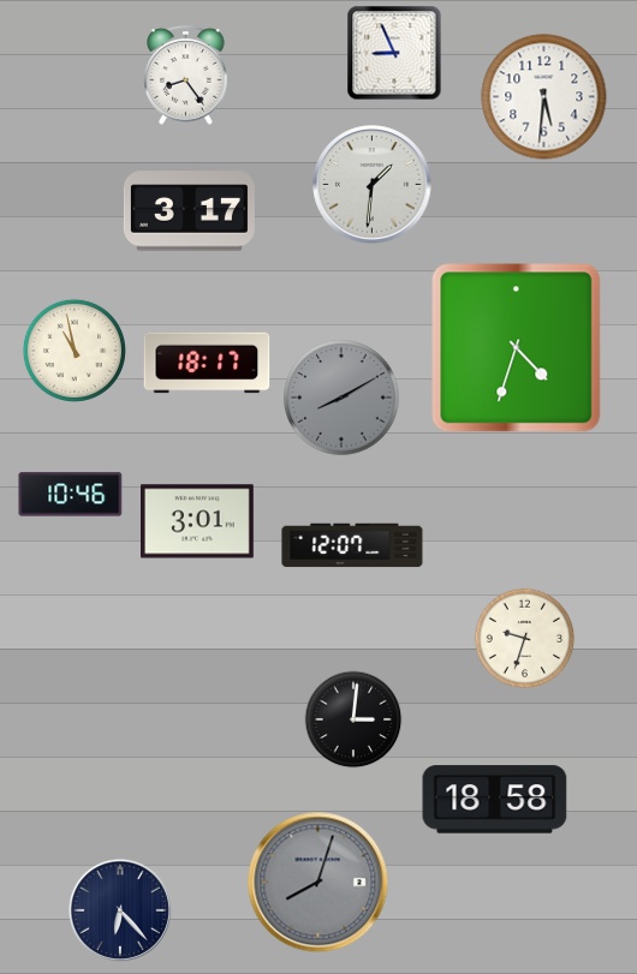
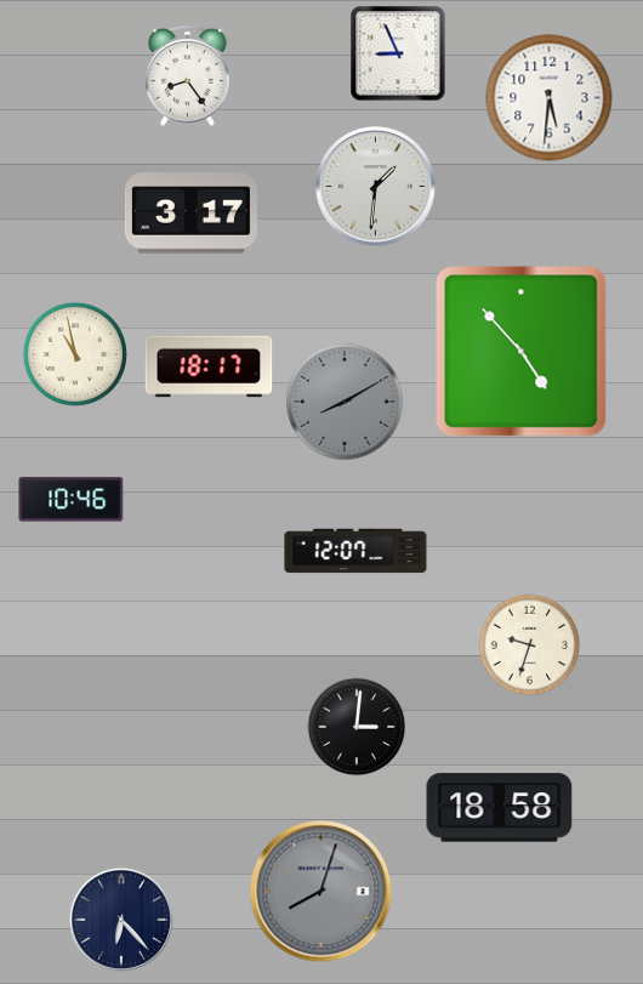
clock at (517, 348): 4:33 -> 4:53
clock at (198, 521): 3:01 -> none
